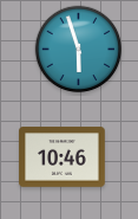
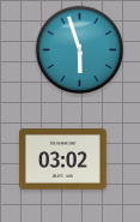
clock at (63, 157): 10:46 -> 03:02
